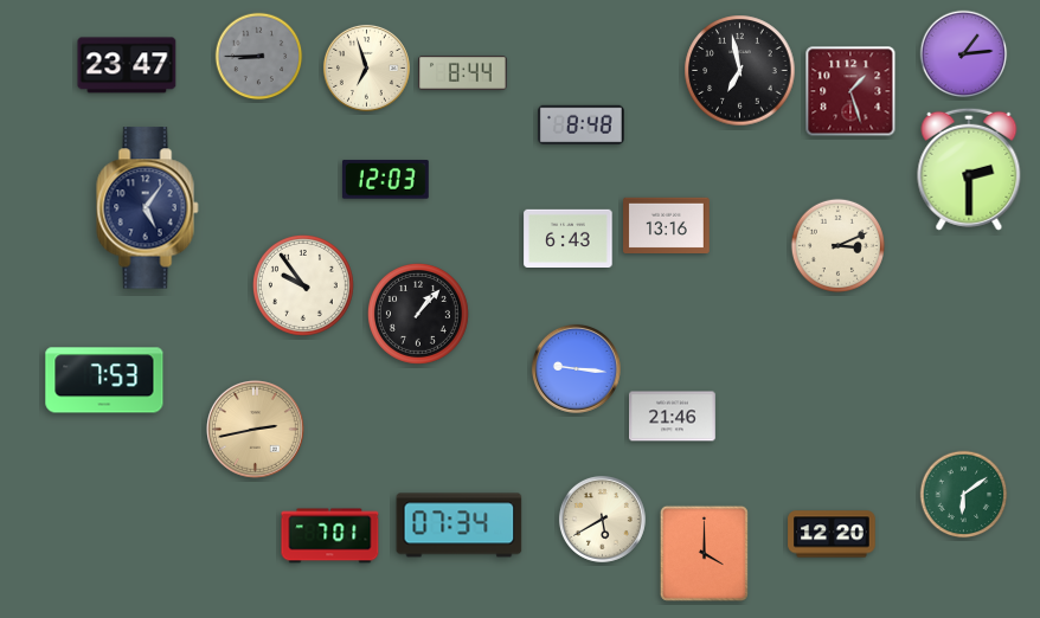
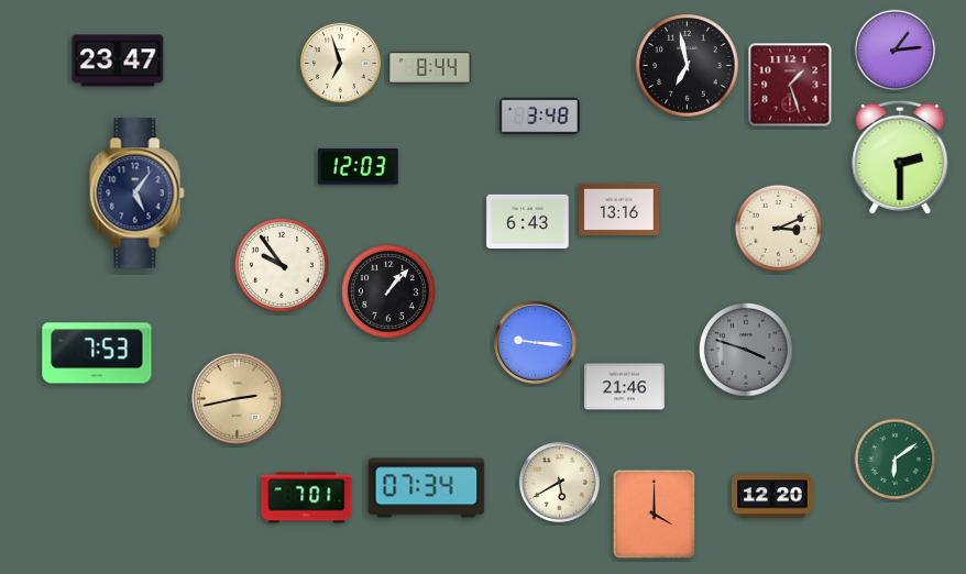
clock at (259, 57): 8:45 -> none
clock at (582, 124): 8:48 -> 3:48
clock at (746, 350): none -> 3:48
